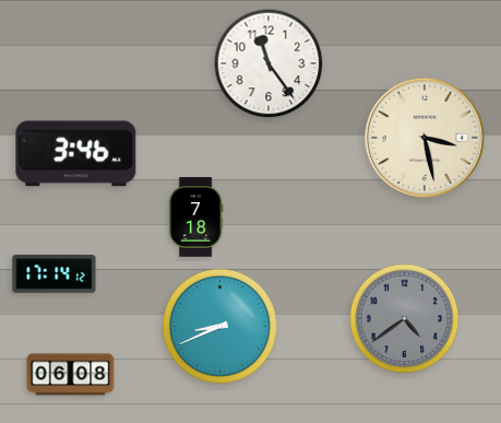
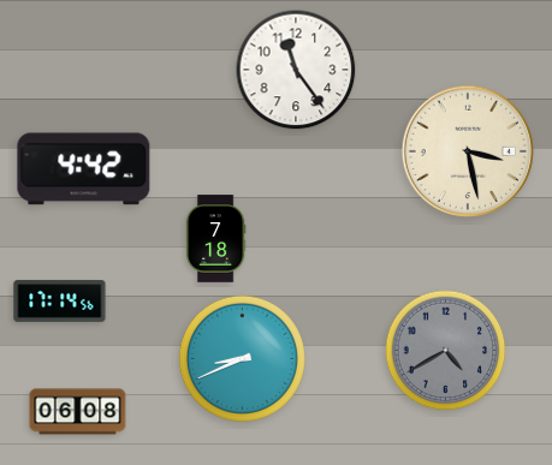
clock at (76, 154): 3:46 -> 4:42
clock at (55, 274): 17:14:12 -> 17:14:56
clock at (405, 319): 4:39 -> 4:40
